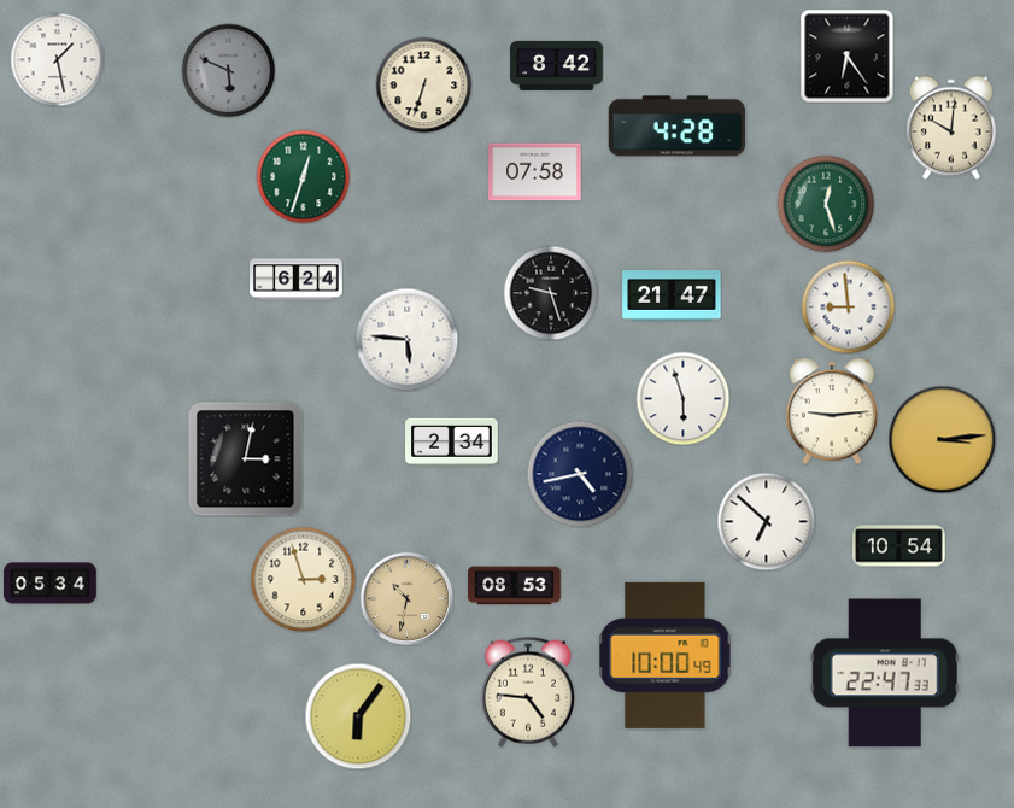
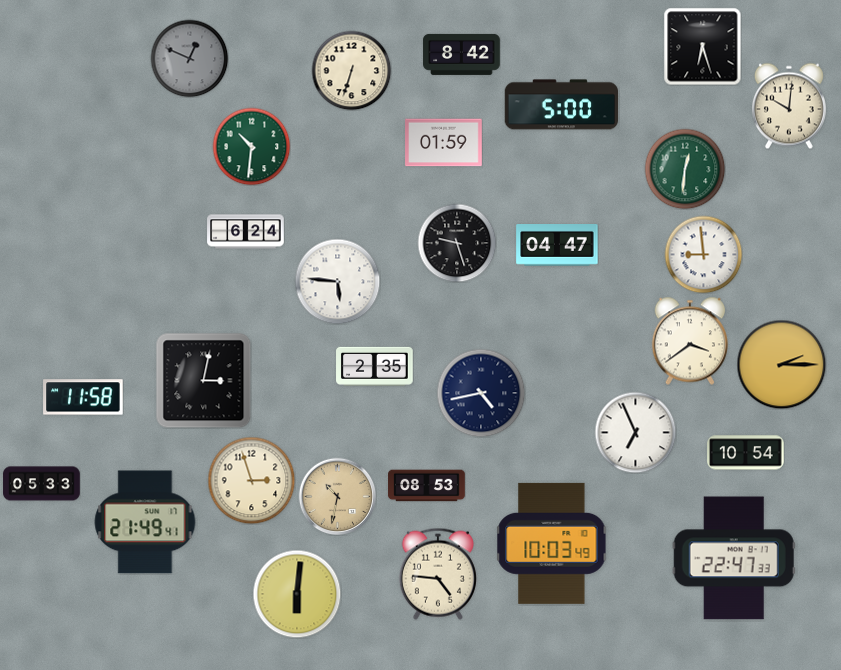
clock at (846, 55): 6:24 -> 6:27
clock at (57, 59): 1:28 -> none
clock at (228, 70): 5:49 -> 12:49
clock at (676, 127): 4:28 -> 5:00
clock at (535, 172): 07:58 -> 01:59
clock at (303, 176): 12:33 -> 10:31
clock at (826, 204): 12:27 -> 12:31
clock at (672, 297): 21:47 -> 04:47
clock at (682, 398): 5:57 -> none
clock at (831, 411): 9:14 -> 3:39
clock at (942, 439): 3:14 -> 2:15
clock at (452, 441): 2:34 -> 2:35
clock at (83, 397): none -> 11:58
clock at (766, 521): 6:52 -> 6:56
clock at (51, 584): 05:34 -> 05:33
clock at (145, 522): none -> 21:49
clock at (666, 655): 10:00 -> 10:03
clock at (358, 716): 6:06 -> 6:01
